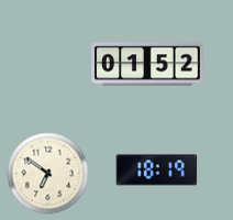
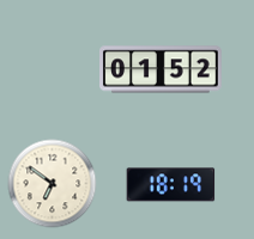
clock at (48, 174) position: (48, 174) -> (53, 184)
